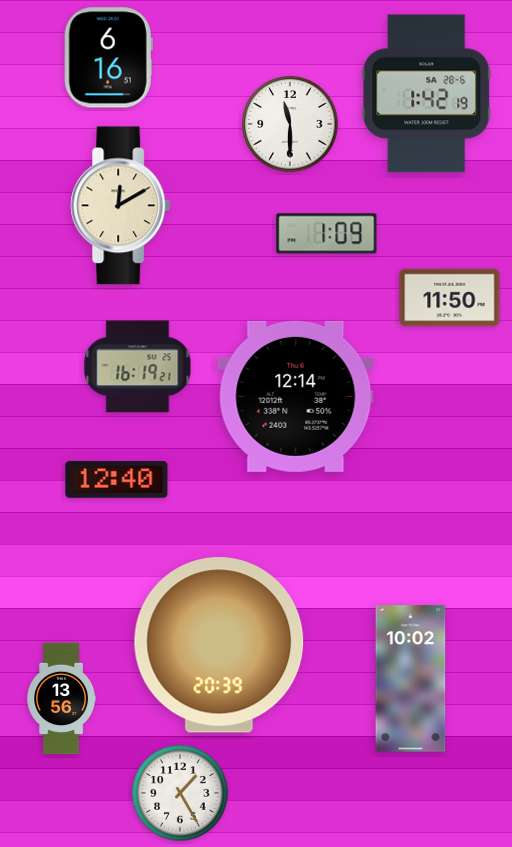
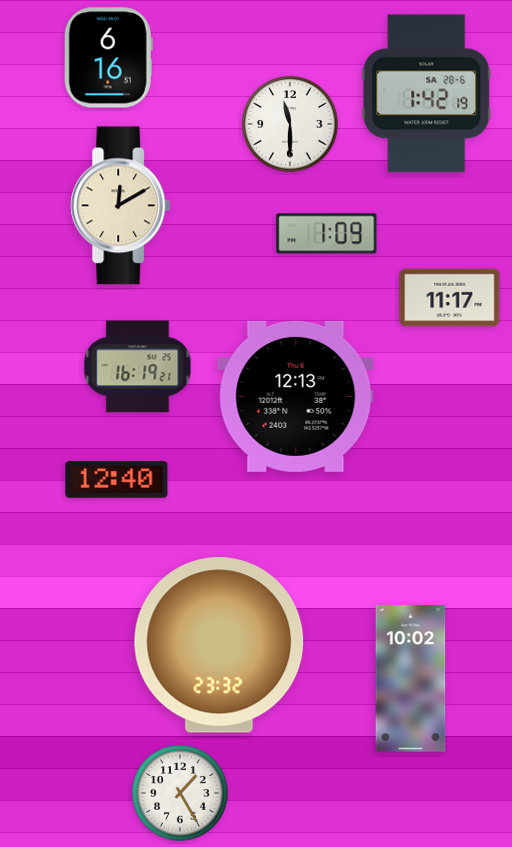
clock at (450, 298): 11:50 -> 11:17
clock at (296, 396): 12:14 -> 12:13
clock at (219, 645): 20:39 -> 23:32
clock at (61, 699): 13:56 -> none
